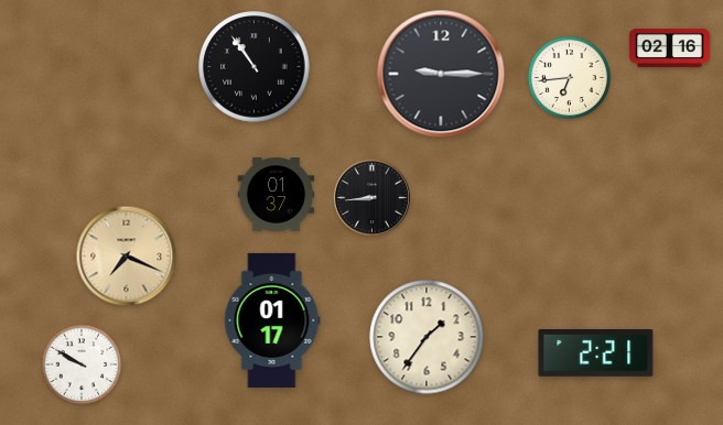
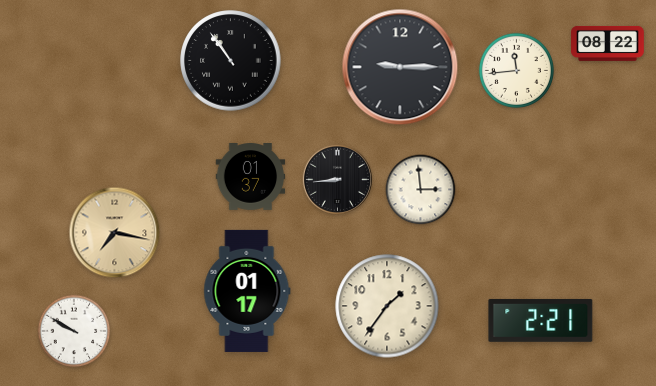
clock at (670, 47): 02:16 -> 08:22
clock at (569, 77): 6:44 -> 11:44
clock at (421, 190): none -> 2:59
clock at (127, 257): 7:19 -> 7:17
